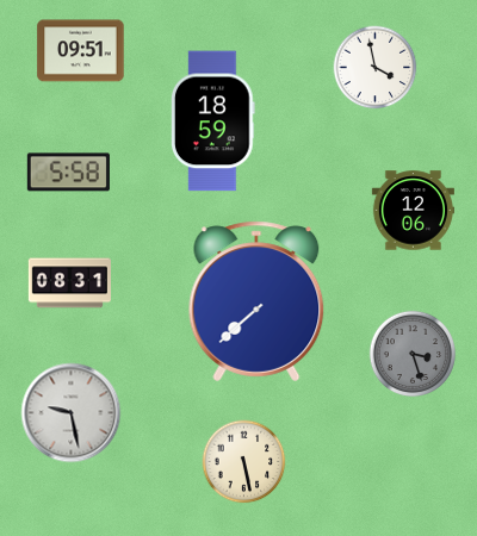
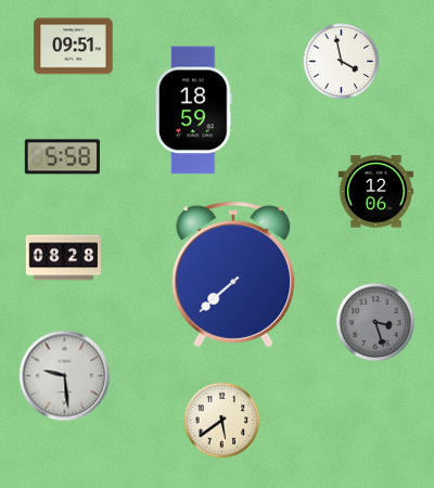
clock at (69, 283): 08:31 -> 08:28
clock at (72, 413): 9:28 -> 9:29
clock at (244, 462): 5:28 -> 5:39
